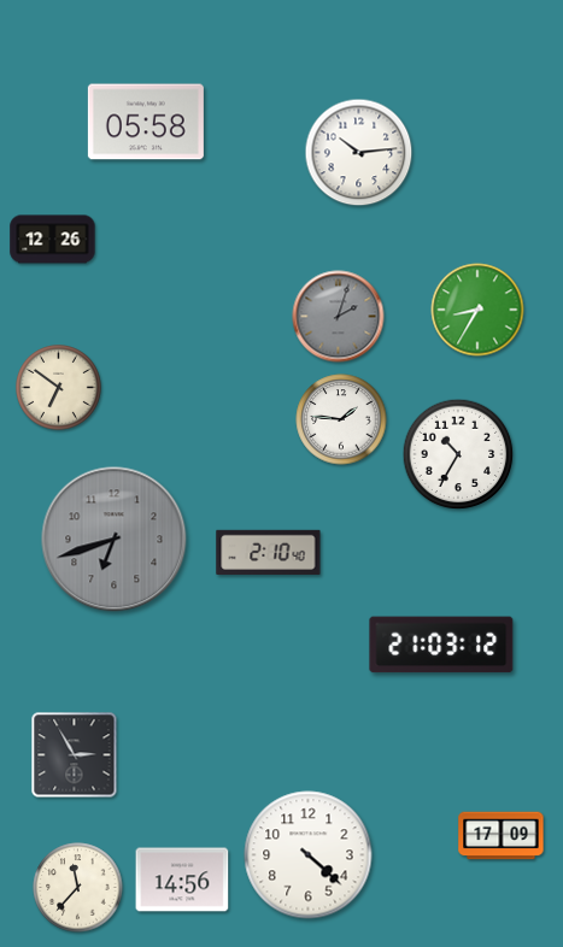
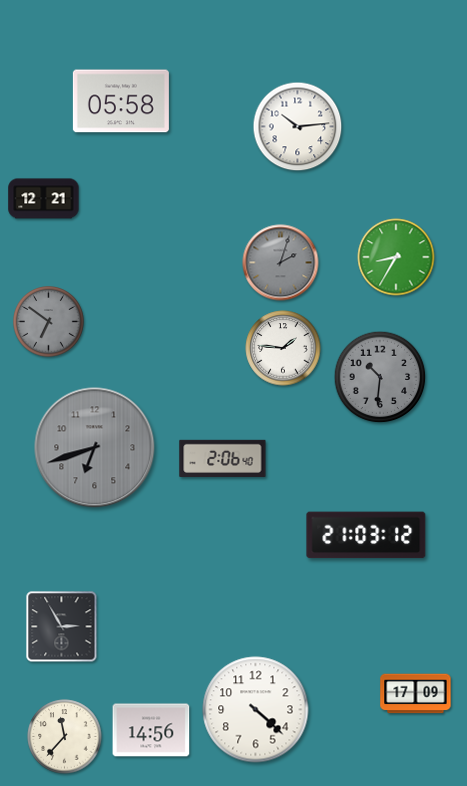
clock at (53, 240): 12:26 -> 12:21
clock at (59, 388) dial: cream -> grey
clock at (458, 454): 10:35 -> 10:31
clock at (458, 454) dial: white -> grey
clock at (269, 552): 2:10 -> 2:06
